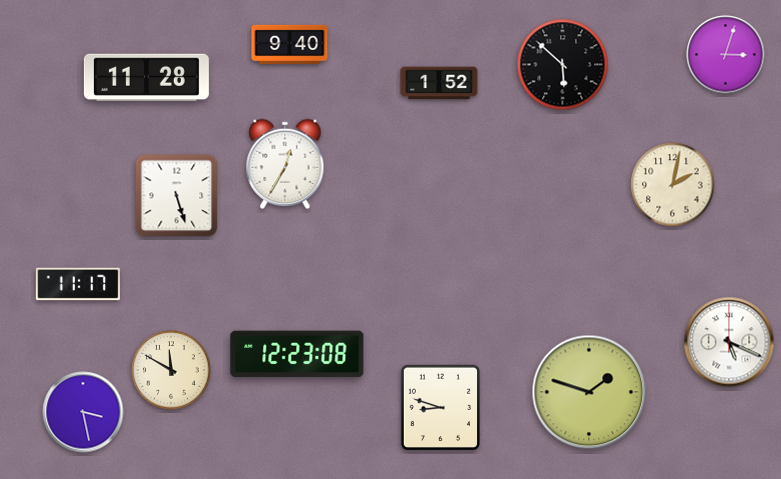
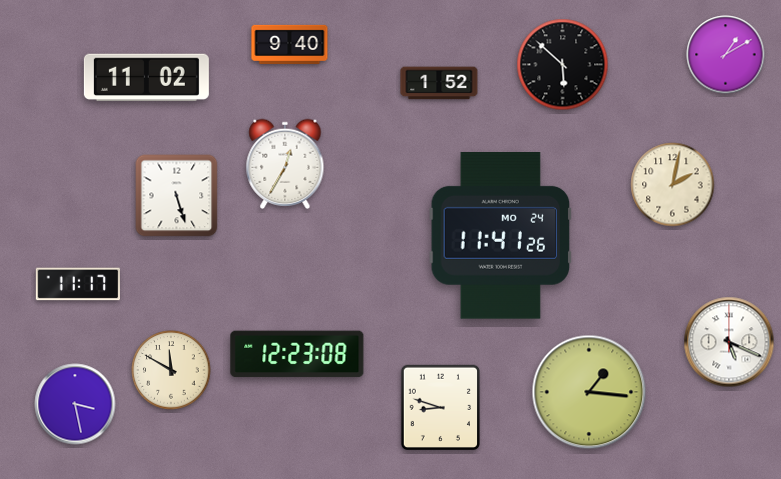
clock at (726, 55): 3:03 -> 1:10
clock at (146, 77): 11:28 -> 11:02
clock at (501, 236): none -> 11:41
clock at (589, 392): 1:48 -> 1:16
clock at (83, 412) position: (83, 412) -> (75, 404)
